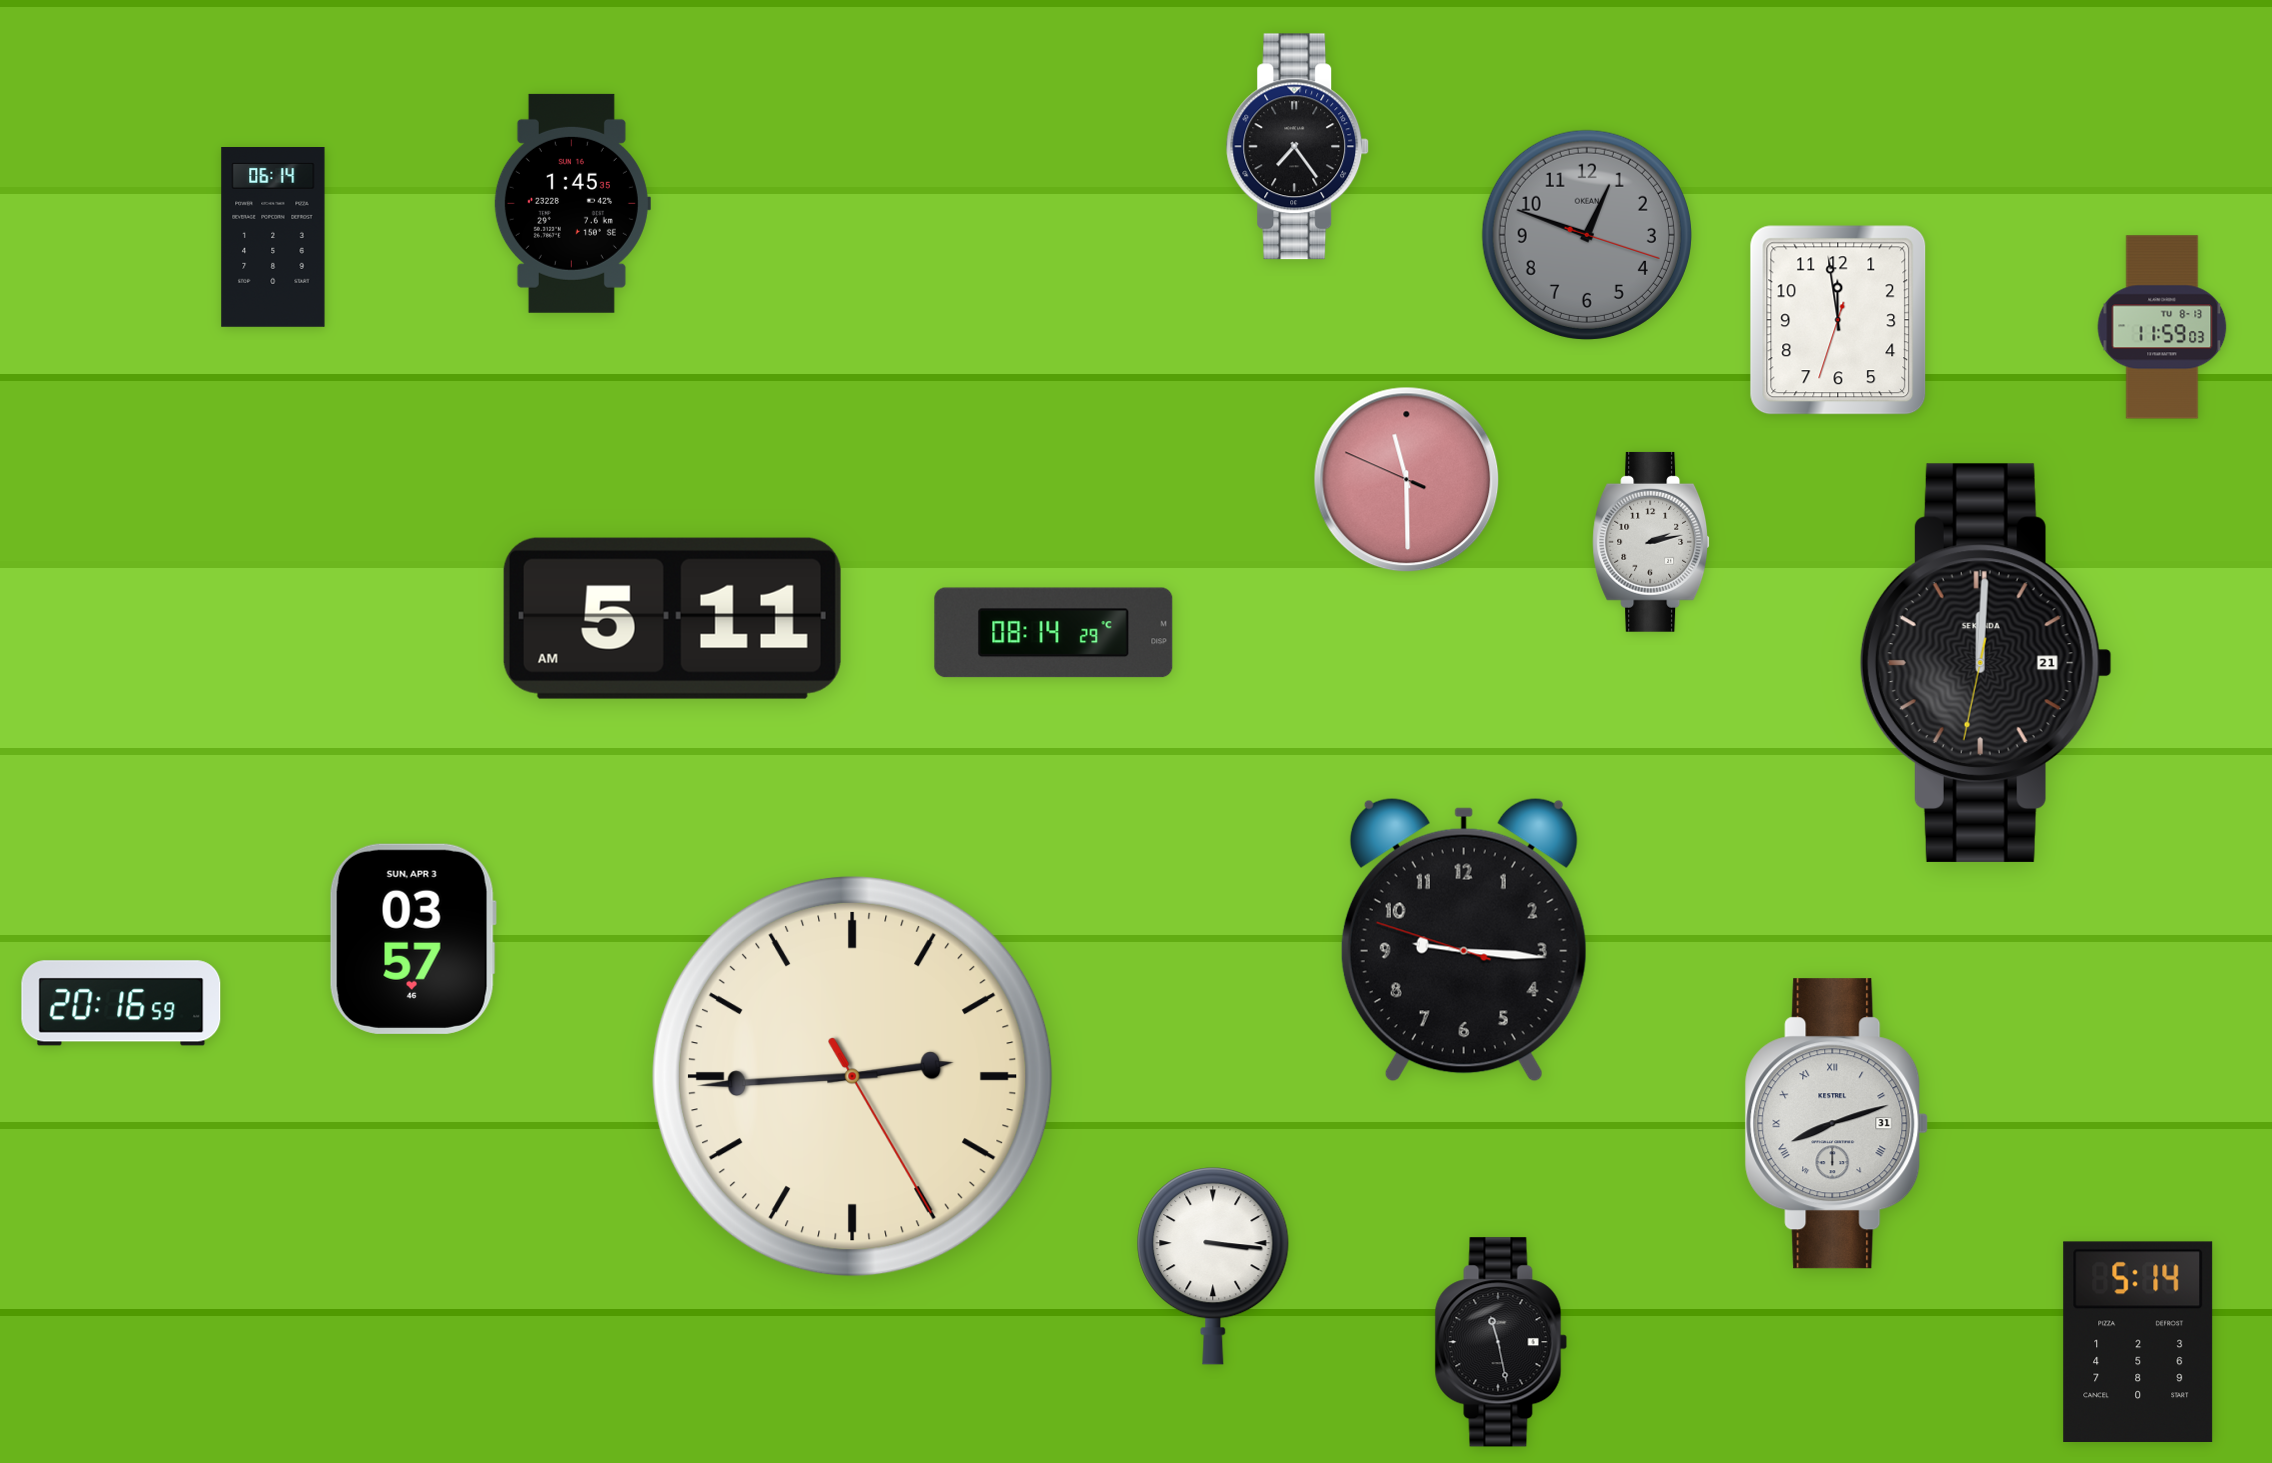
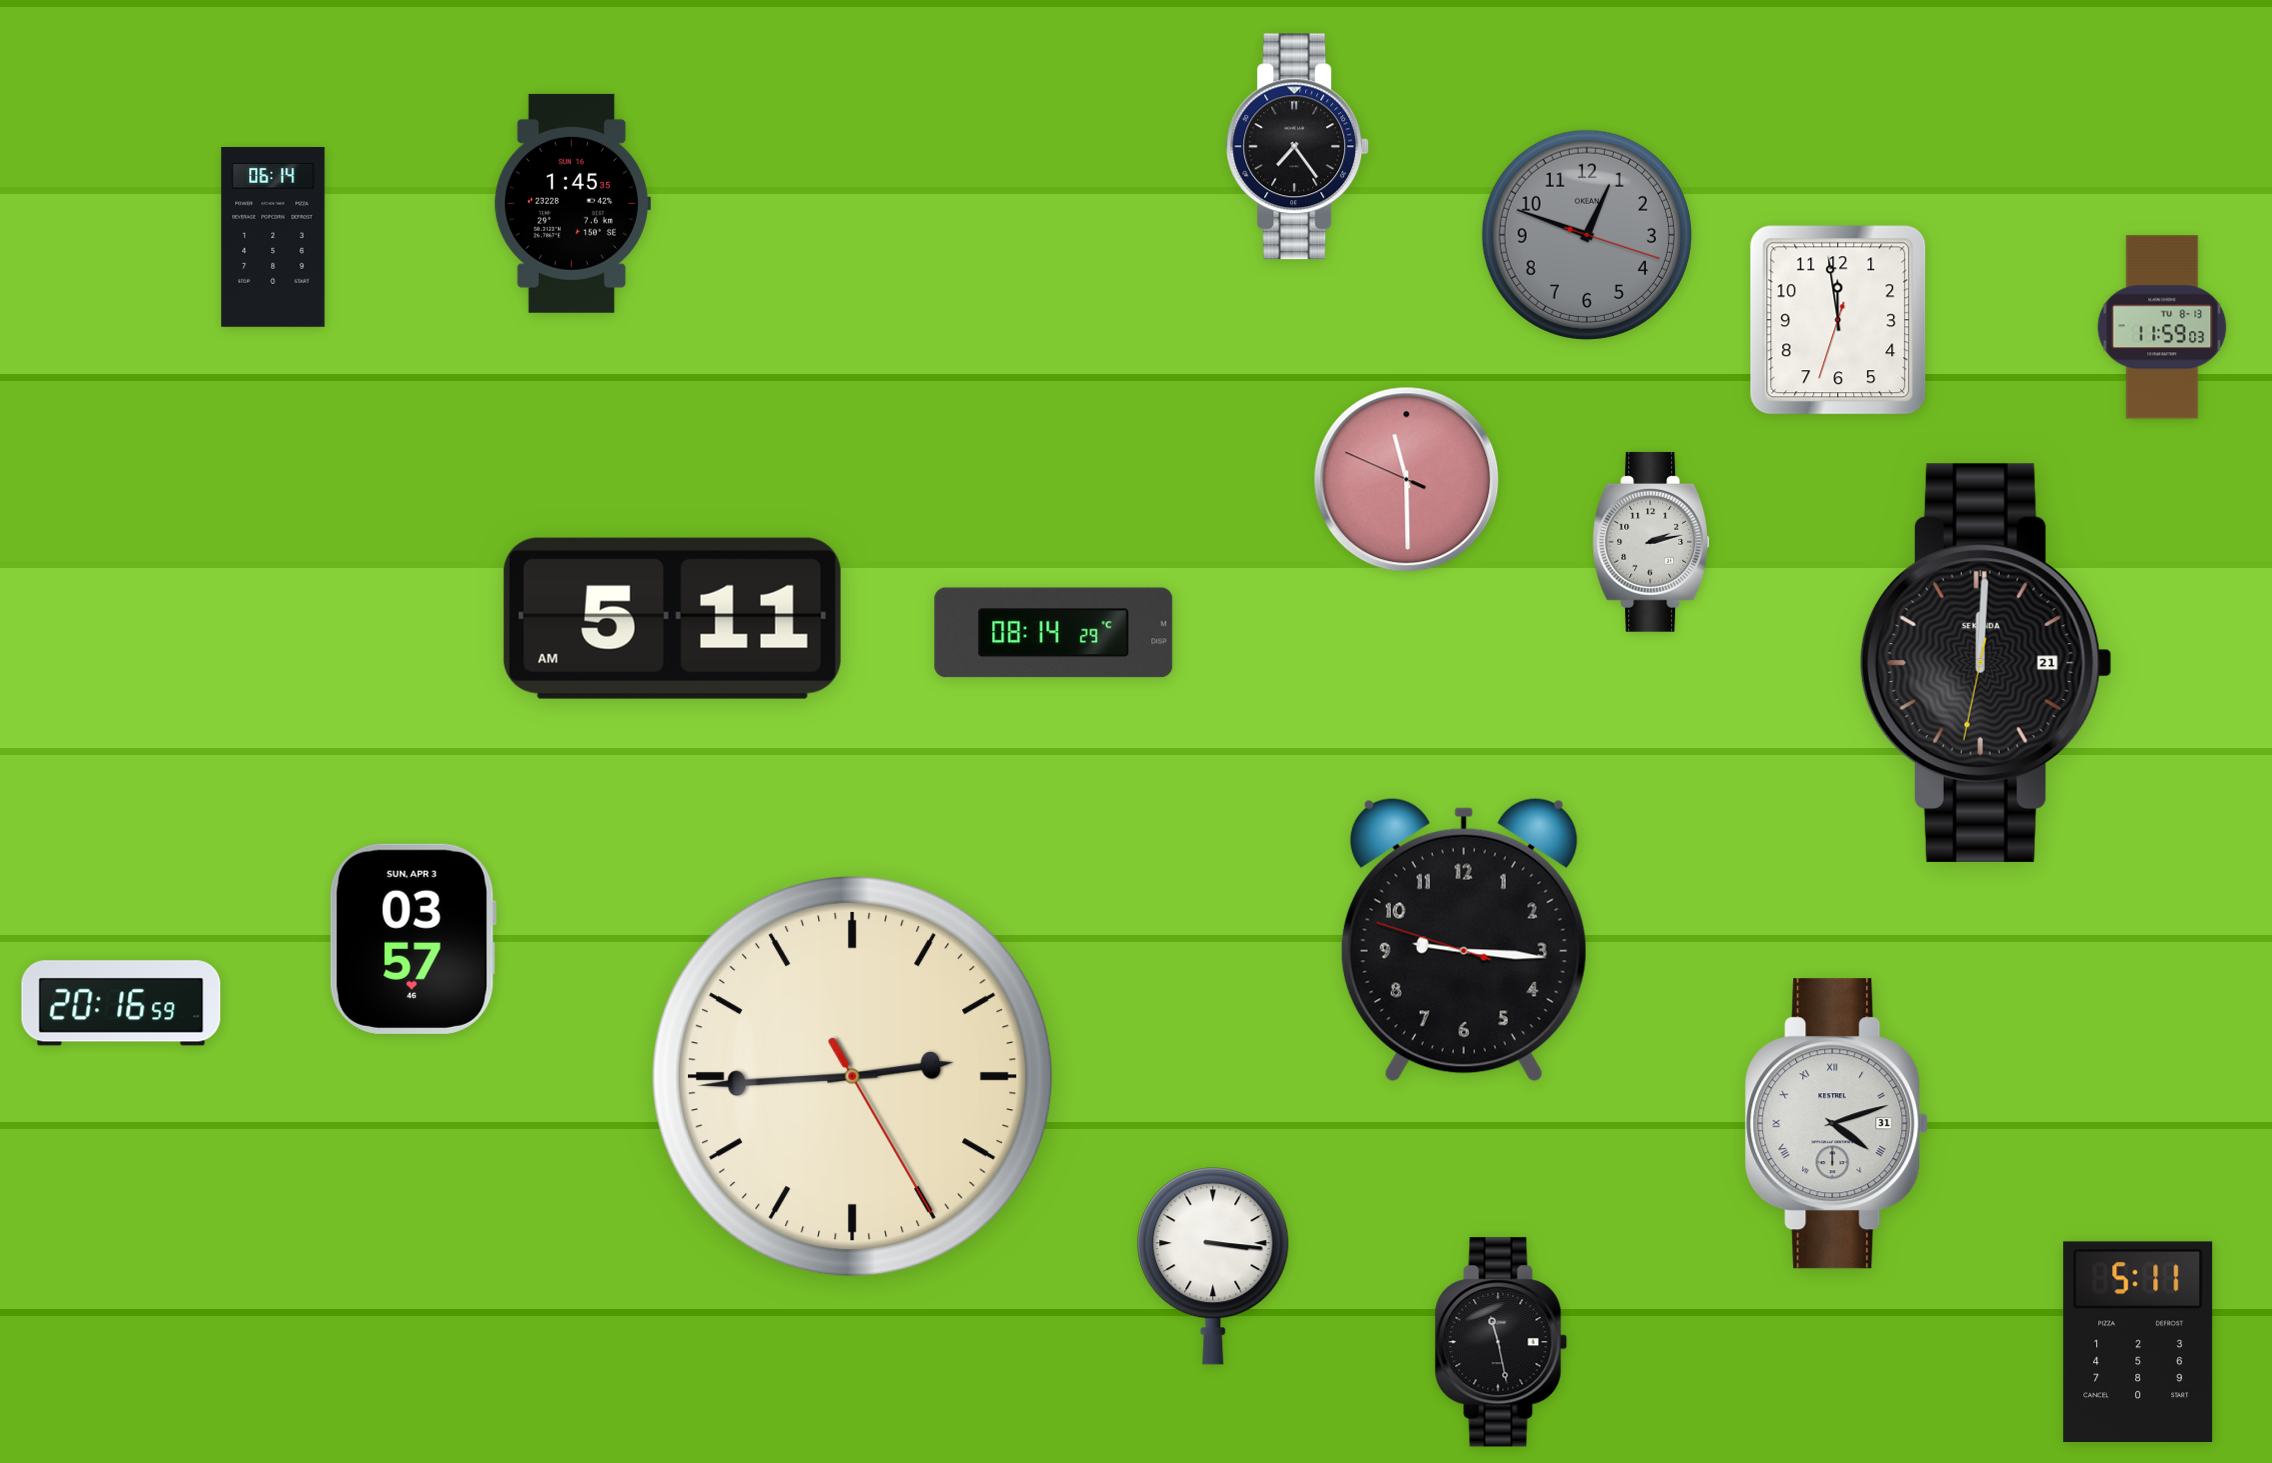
clock at (1837, 1124): 8:12 -> 4:12
clock at (2138, 1341): 5:14 -> 5:11
